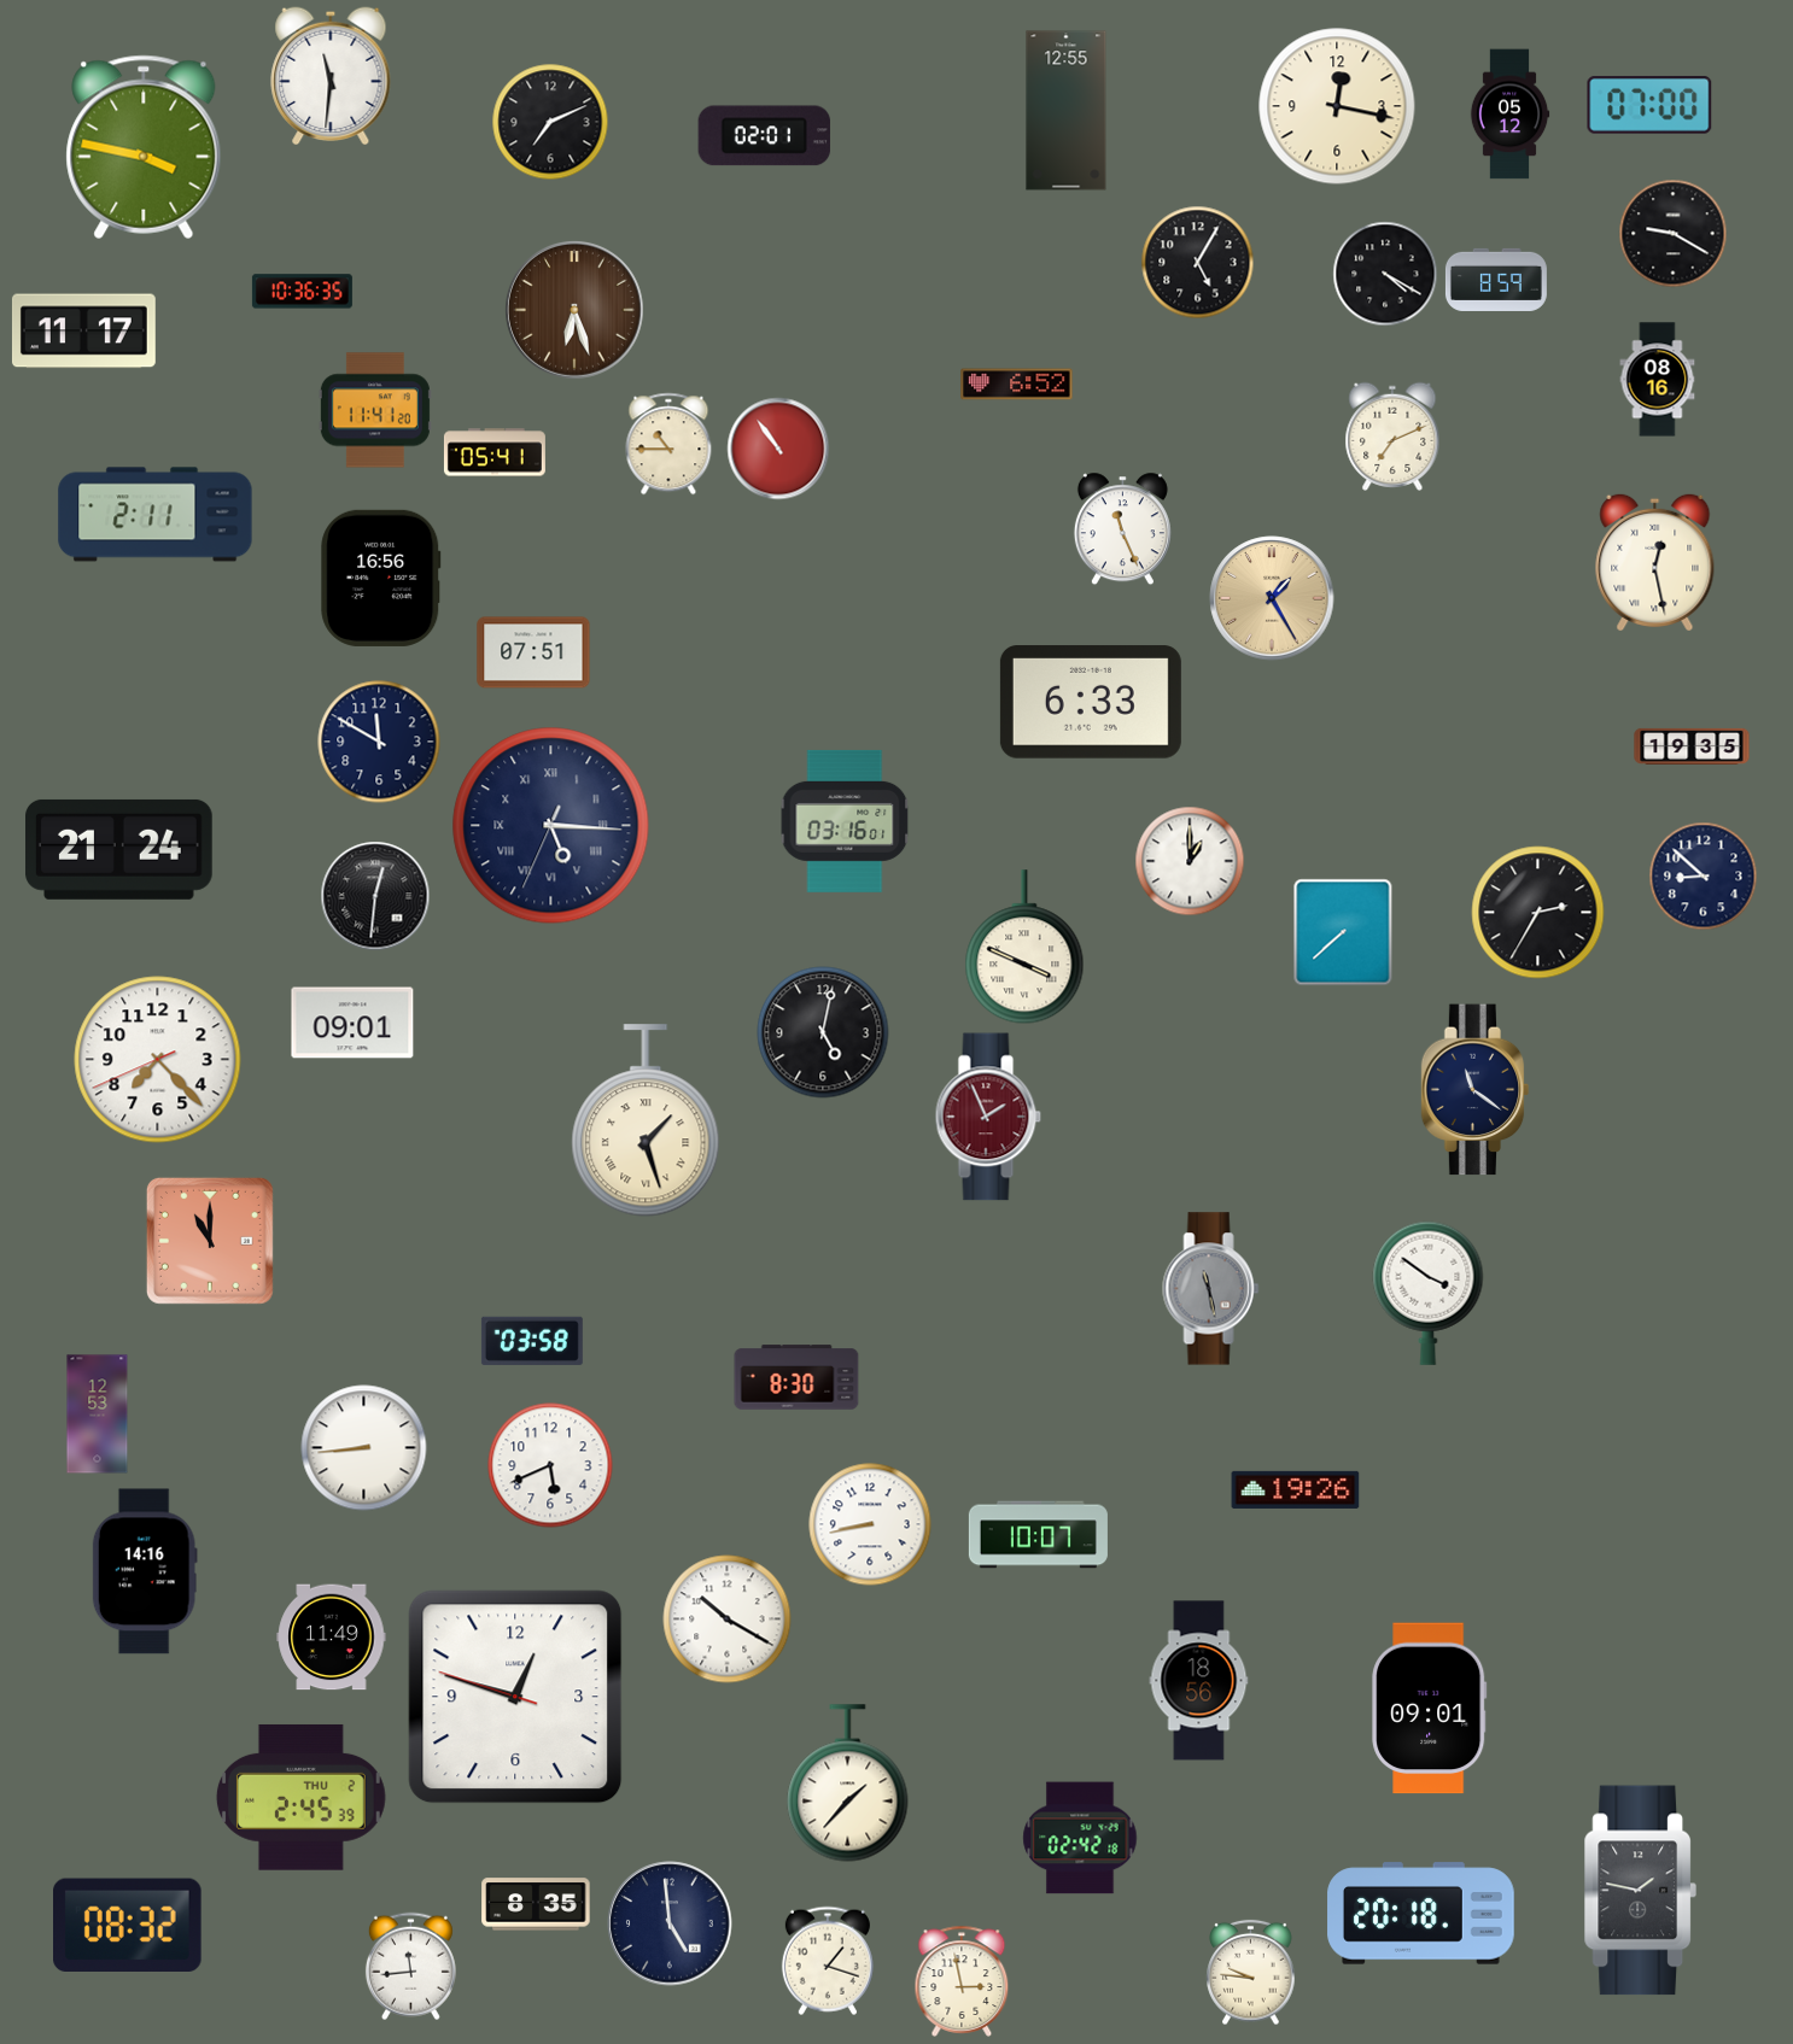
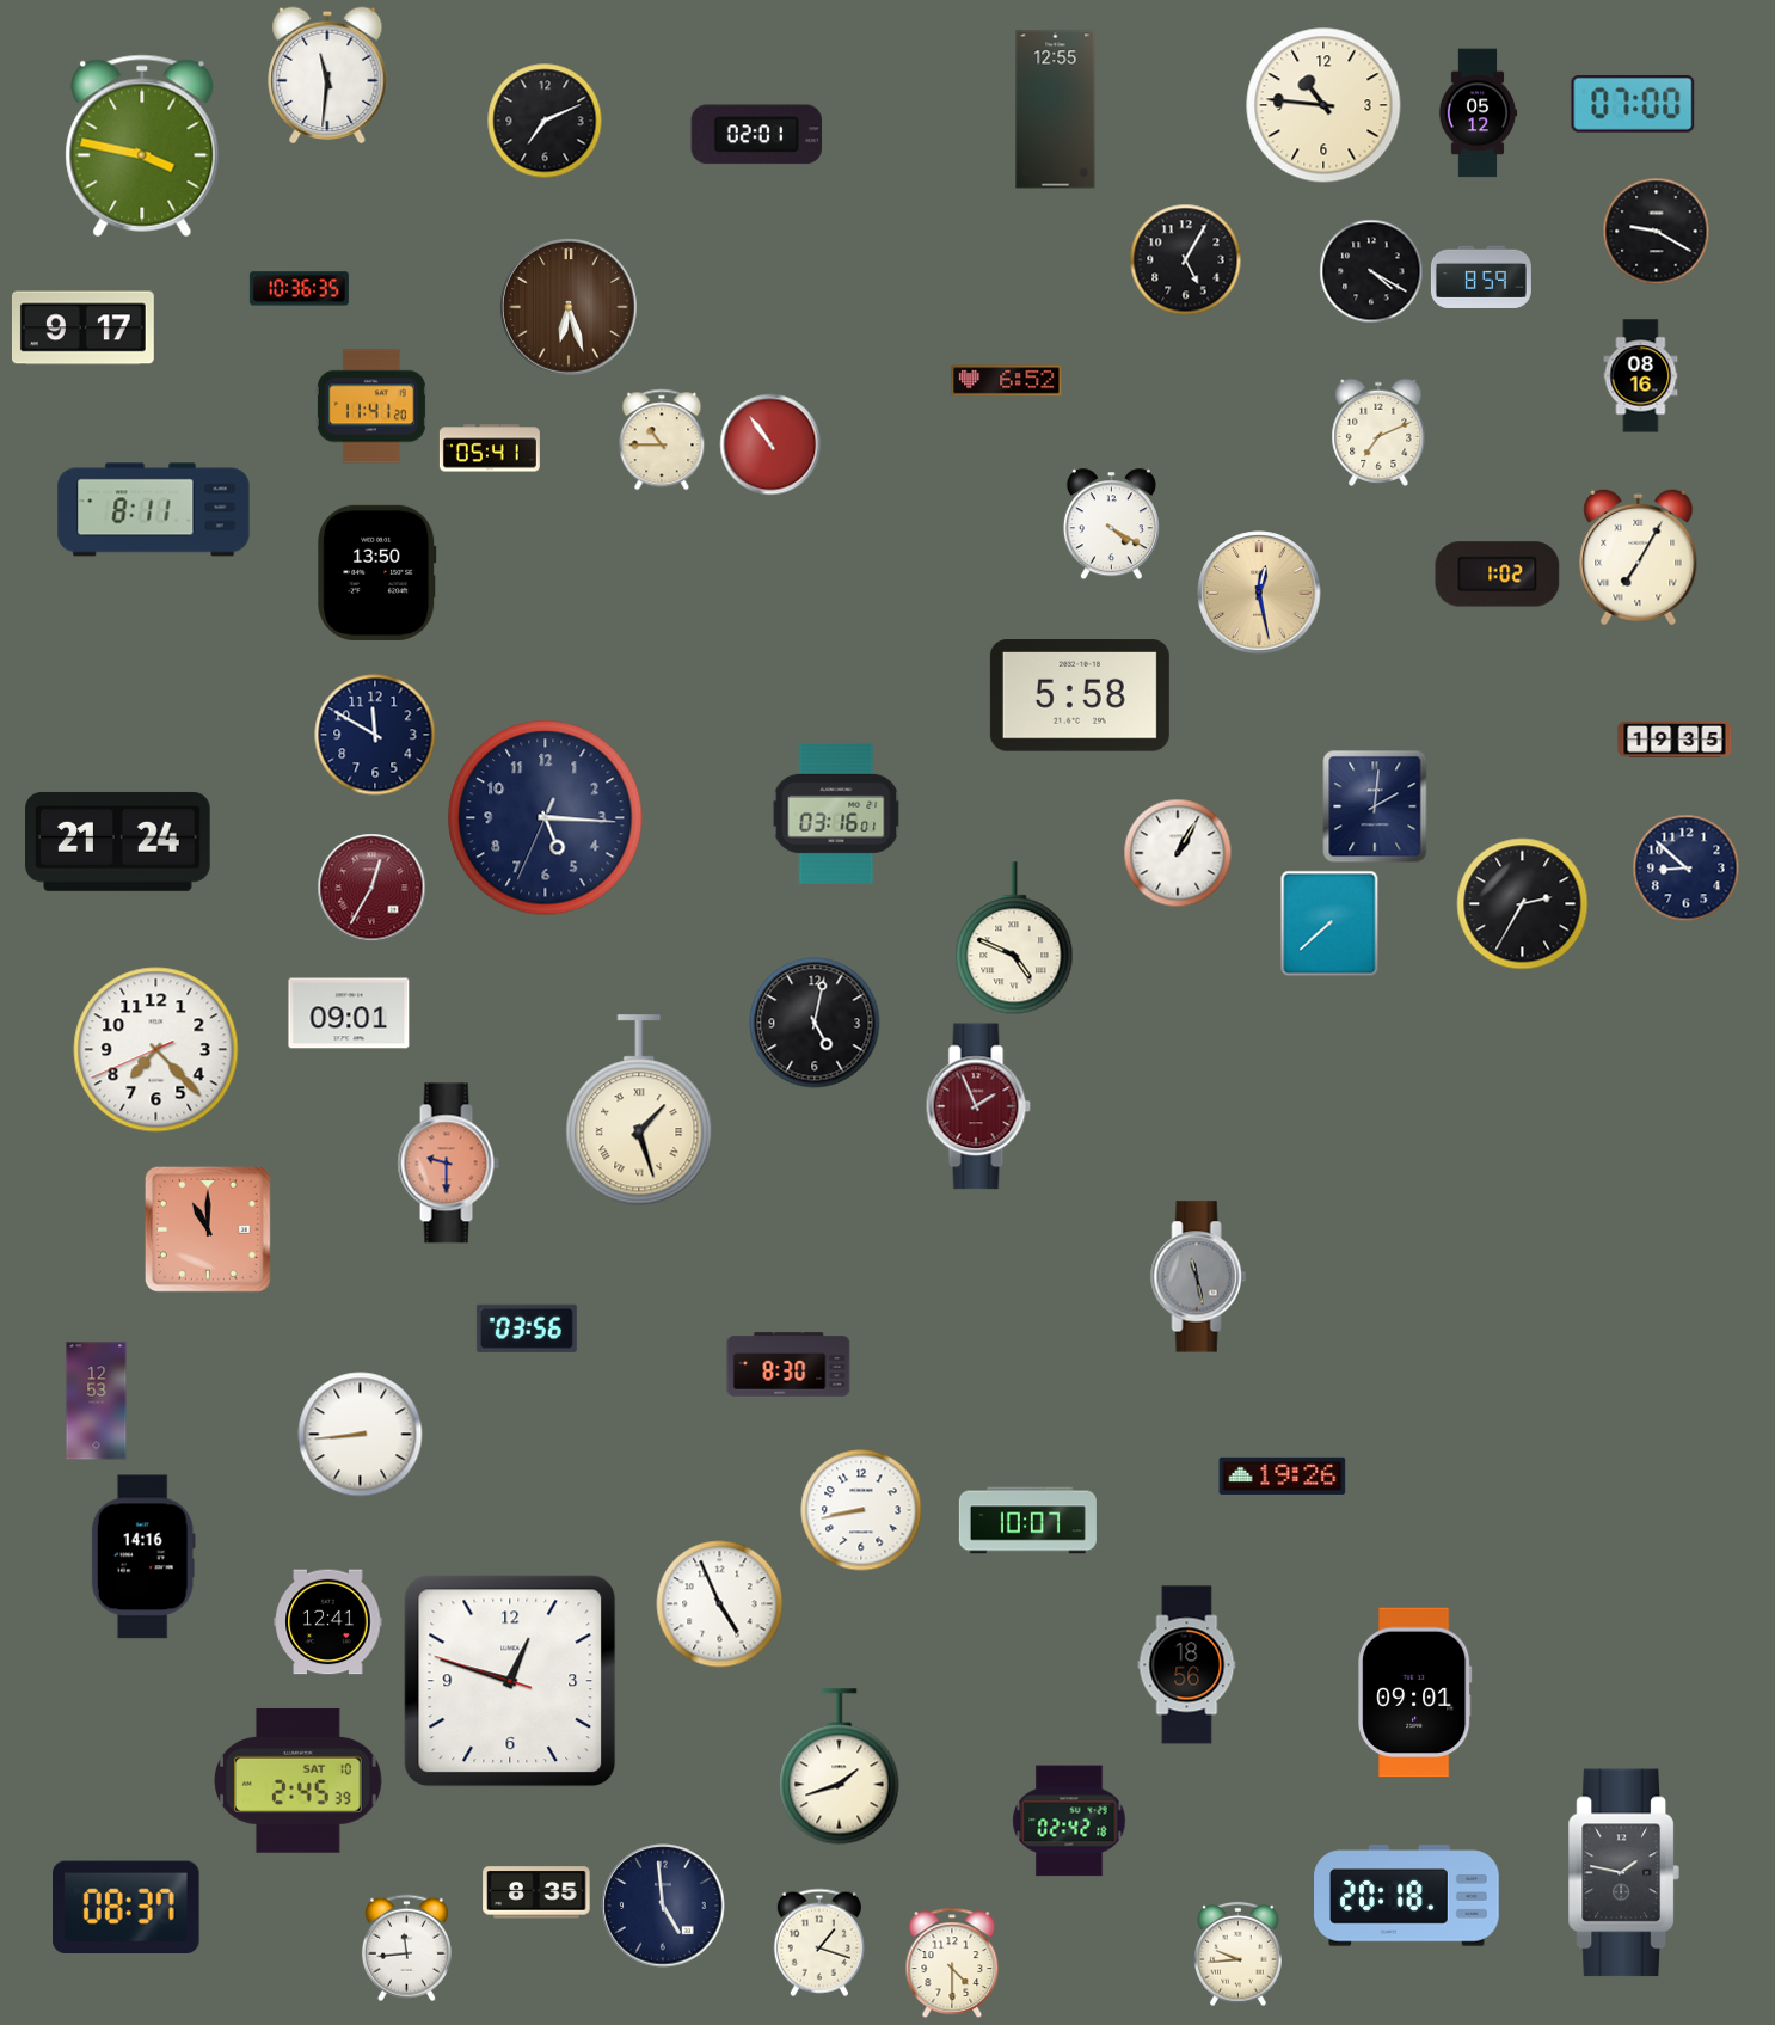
clock at (1337, 106): 12:17 -> 10:46
clock at (1509, 115) position: (1509, 115) -> (1478, 113)
clock at (83, 332): 11:17 -> 9:17
clock at (156, 515): 2:11 -> 8:11
clock at (1122, 529): 11:26 -> 4:20
clock at (1655, 562): 12:28 -> 7:05
clock at (381, 578): 16:56 -> 13:50
clock at (1498, 575): none -> 1:02
clock at (1272, 598): 1:25 -> 12:28
clock at (533, 652): 07:51 -> none
clock at (1091, 702): 6:33 -> 5:58
clock at (1375, 806): none -> 2:01
clock at (551, 826) numerals: Roman -> Arabic
clock at (1190, 861): 1:00 -> 1:05
clock at (375, 896): 12:31 -> 12:35
clock at (375, 896) dial: black -> burgundy
clock at (1024, 948): 3:49 -> 4:49
clock at (1476, 1090): 11:21 -> none
clock at (448, 1164): none -> 9:30
clock at (1429, 1293): 3:51 -> none
clock at (532, 1341): 03:58 -> 03:56
clock at (550, 1465): 5:41 -> none
clock at (728, 1620): 10:20 -> 4:56
clock at (332, 1638): 11:49 -> 12:41
clock at (848, 1784): 1:37 -> 1:42
clock at (300, 1797) date: THU 2 -> SAT 10
clock at (536, 1904) position: (536, 1904) -> (536, 1892)
clock at (128, 1925): 08:32 -> 08:37
clock at (1251, 1973): 9:46 -> 9:44
clock at (962, 1981): 2:58 -> 4:30
